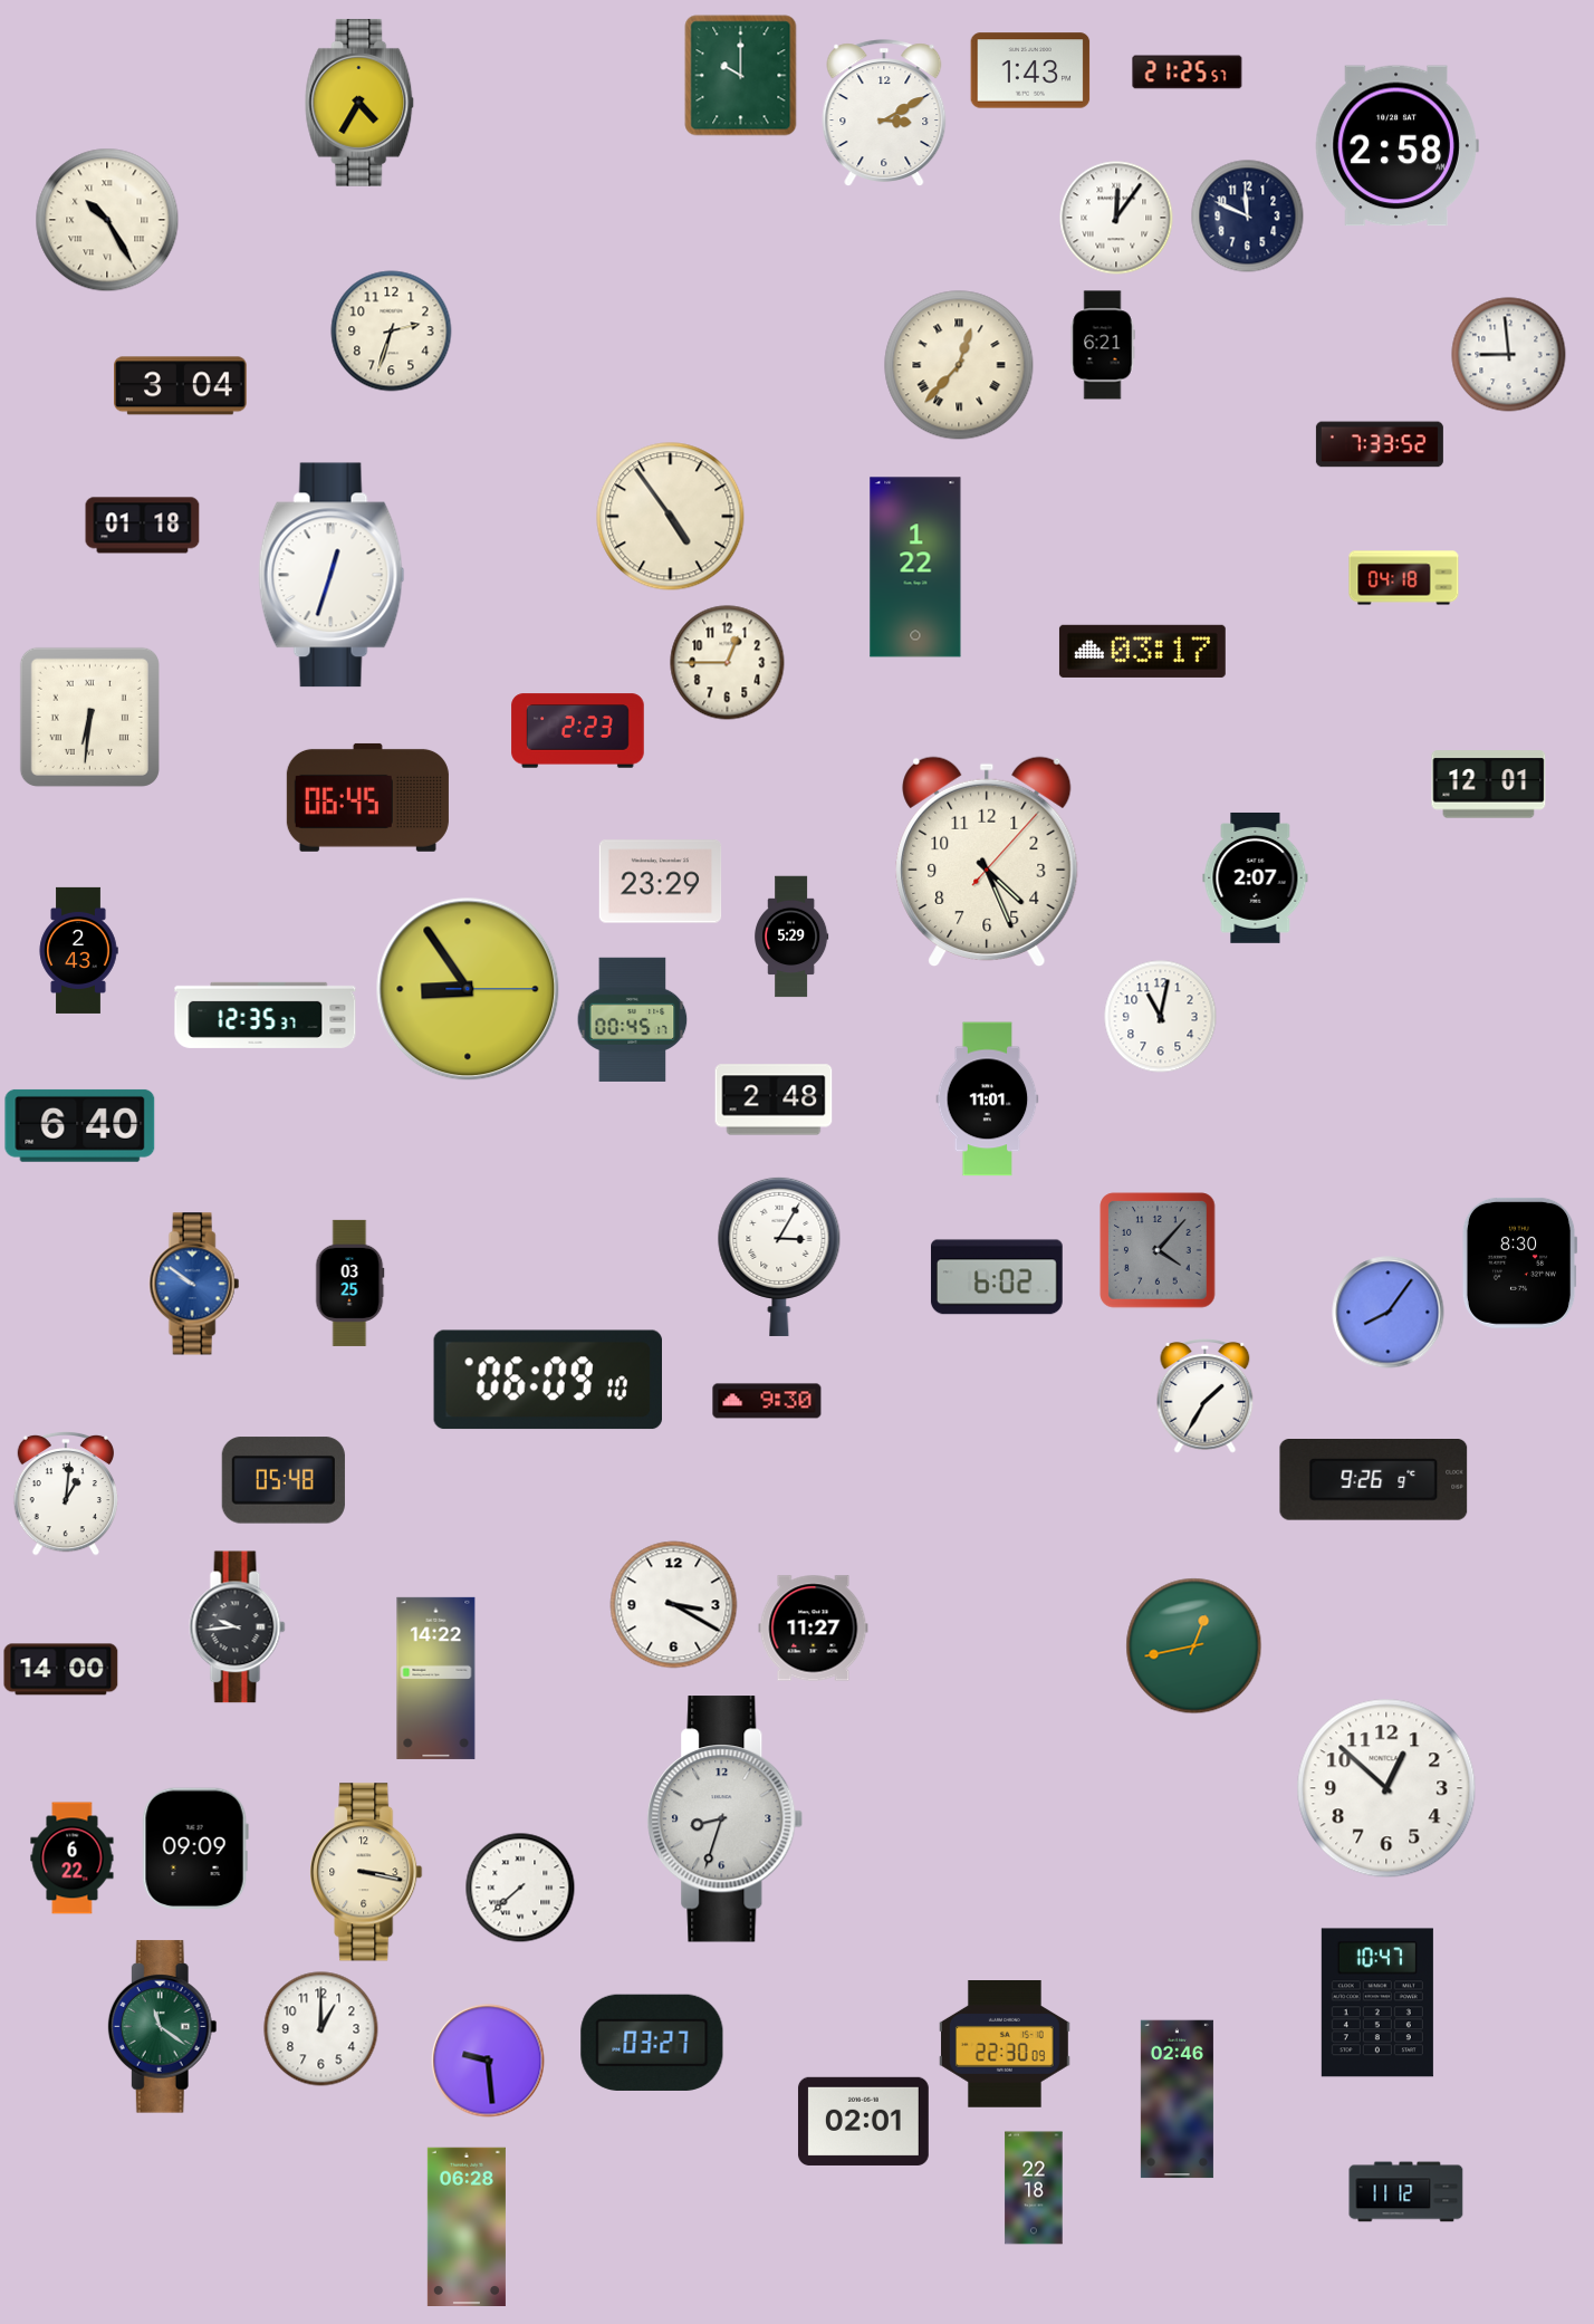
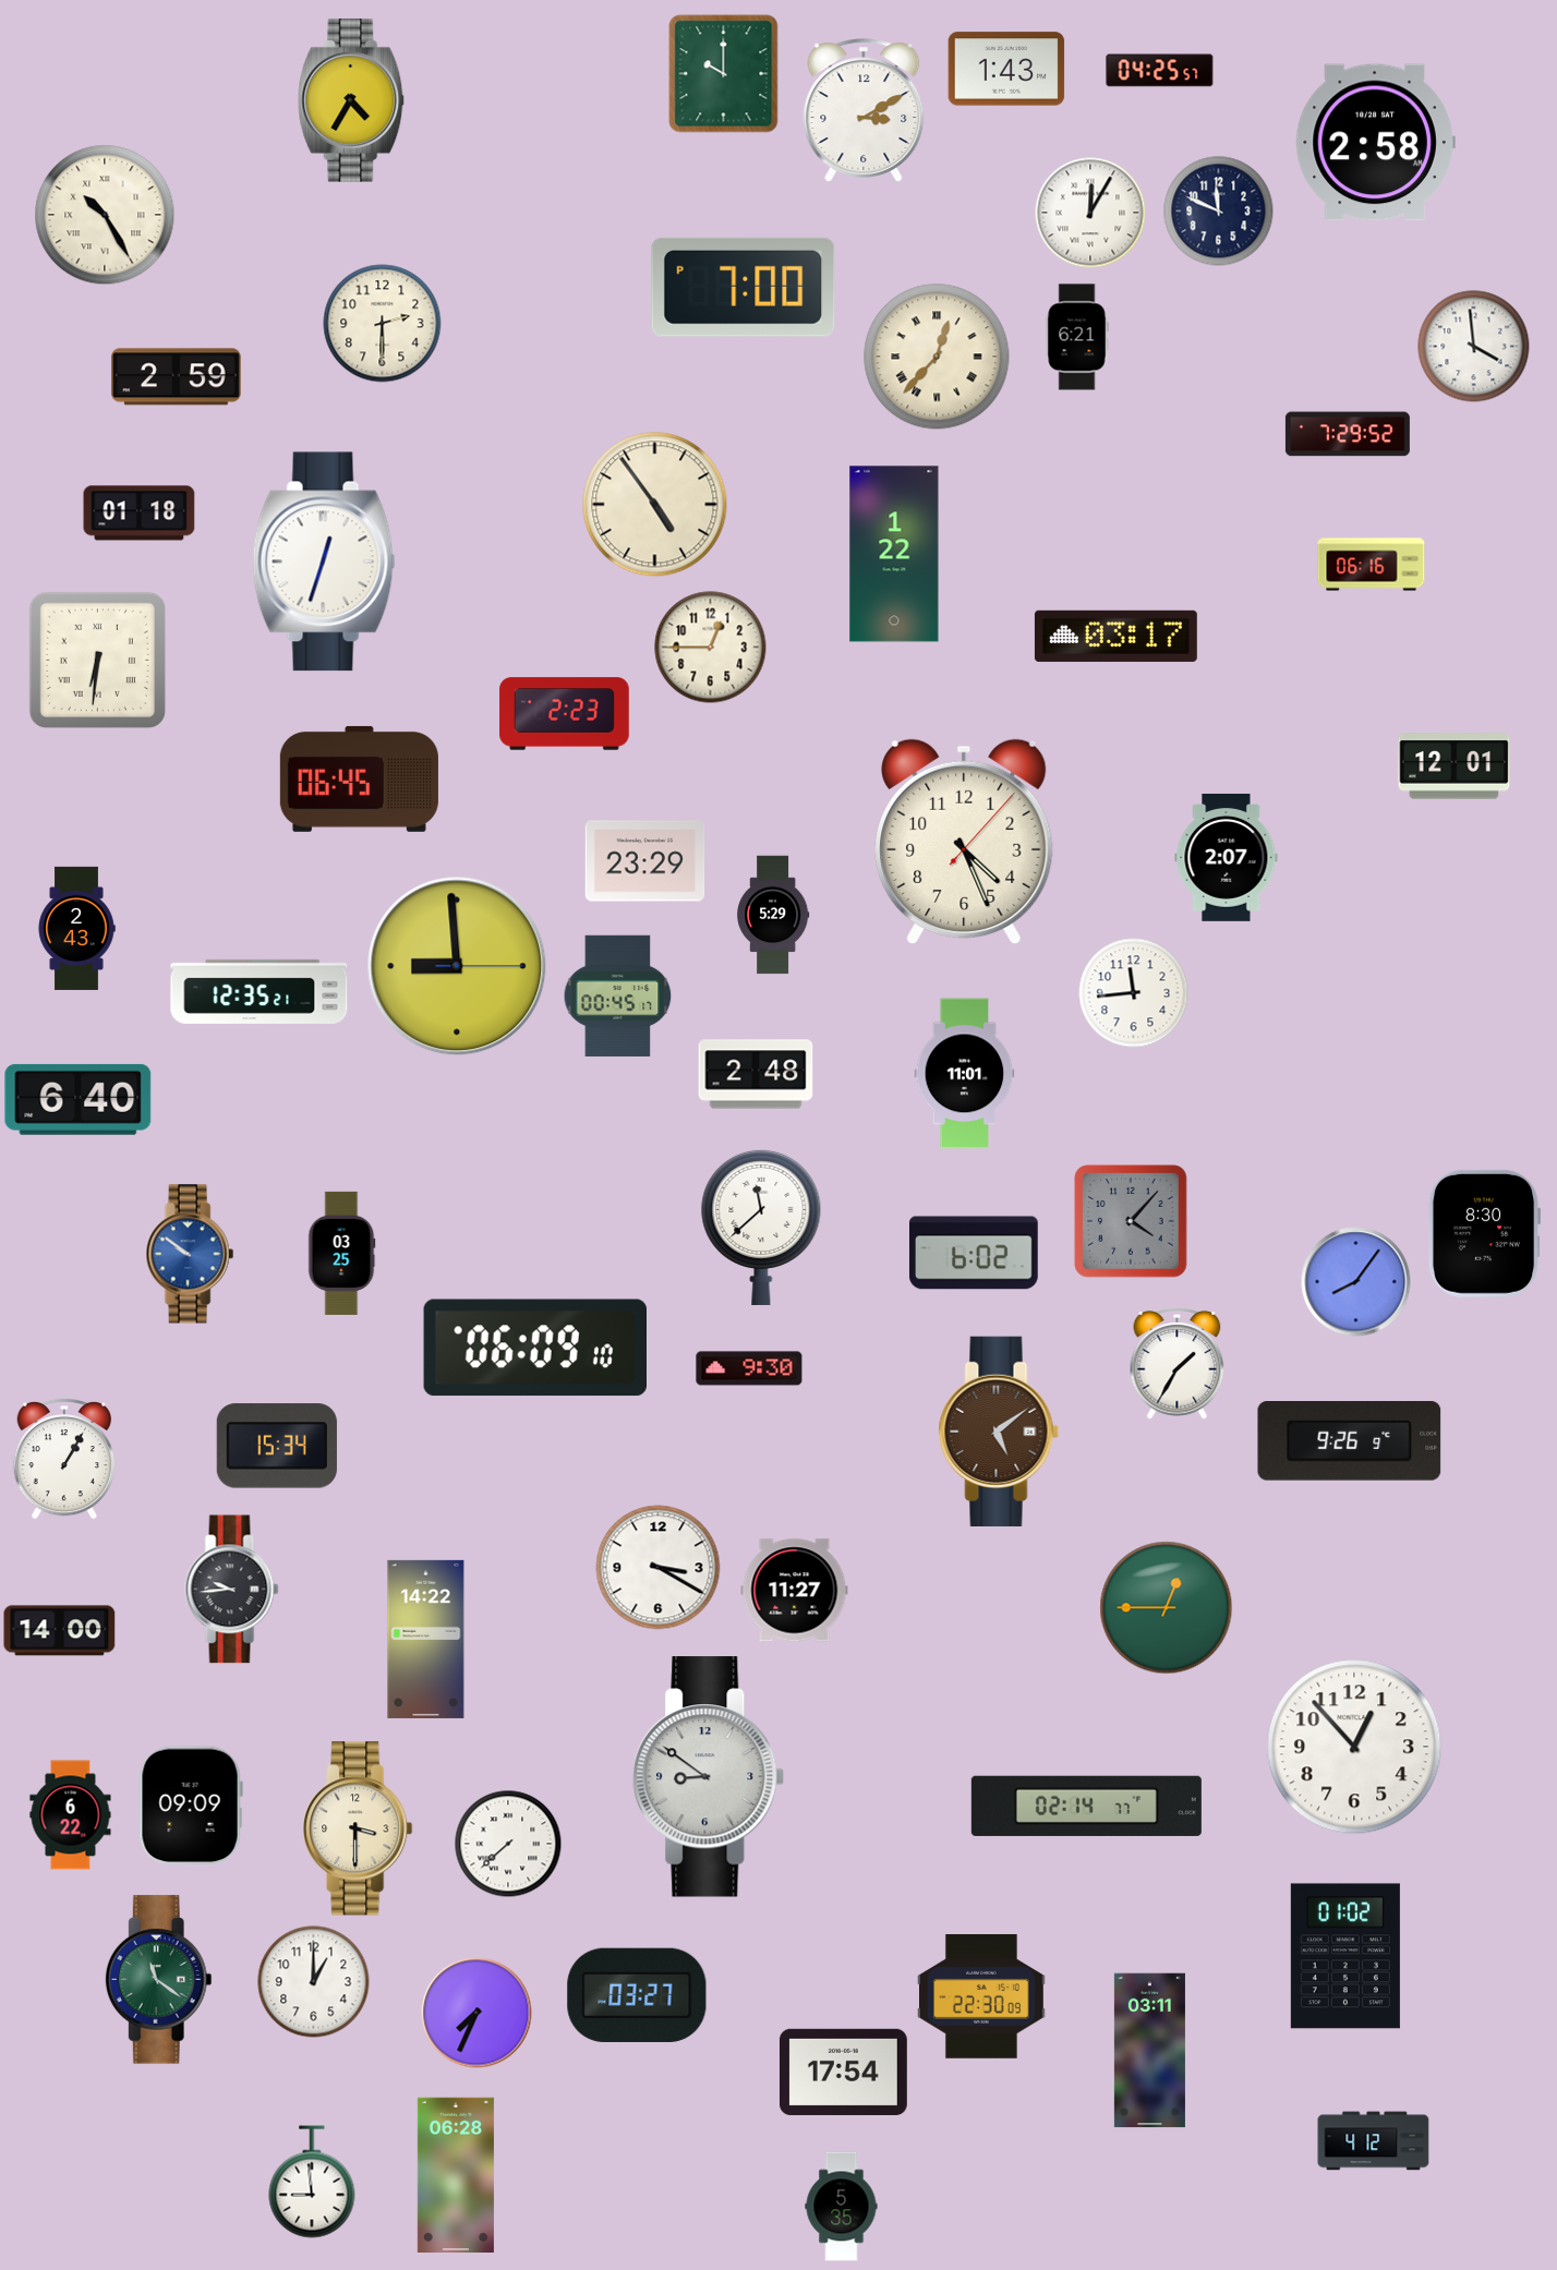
clock at (1188, 73): 21:25 -> 04:25
clock at (1396, 146) position: (1396, 146) -> (1375, 143)
clock at (1116, 218): 12:06 -> 12:05
clock at (744, 287): none -> 7:00
clock at (392, 332): 2:33 -> 2:30
clock at (1509, 355): 8:59 -> 3:59
clock at (181, 386): 3:04 -> 2:59
clock at (1380, 444): 7:33 -> 7:29
clock at (1404, 578): 04:18 -> 06:16
clock at (89, 717) position: (89, 717) -> (97, 660)
clock at (468, 989): 8:54 -> 8:59
clock at (266, 1015): 12:35:37 -> 12:35:21
clock at (1161, 1017): 11:02 -> 11:44
clock at (779, 1256): 3:05 -> 11:38
clock at (997, 1277) position: (997, 1277) -> (974, 1253)
clock at (999, 1432): none -> 5:09
clock at (284, 1480): 05:48 -> 15:34
clock at (1374, 1480) position: (1374, 1480) -> (1350, 1441)
clock at (65, 1494): 1:01 -> 1:05
clock at (1194, 1646): 12:43 -> 12:45
clock at (1386, 1788): 12:52 -> 12:53
clock at (726, 1819): 8:33 -> 8:51
clock at (1086, 1806): none -> 02:14
clock at (366, 1872): 3:17 -> 3:30
clock at (1377, 2003): 10:47 -> 01:02
clock at (488, 2061): 9:29 -> 7:34
clock at (1177, 2100): 02:46 -> 03:11
clock at (863, 2121): 02:01 -> 17:54
clock at (1034, 2188): 22:18 -> none
clock at (1406, 2192): 11:12 -> 4:12
clock at (312, 2182): none -> 8:59
clock at (842, 2207): none -> 5:35
